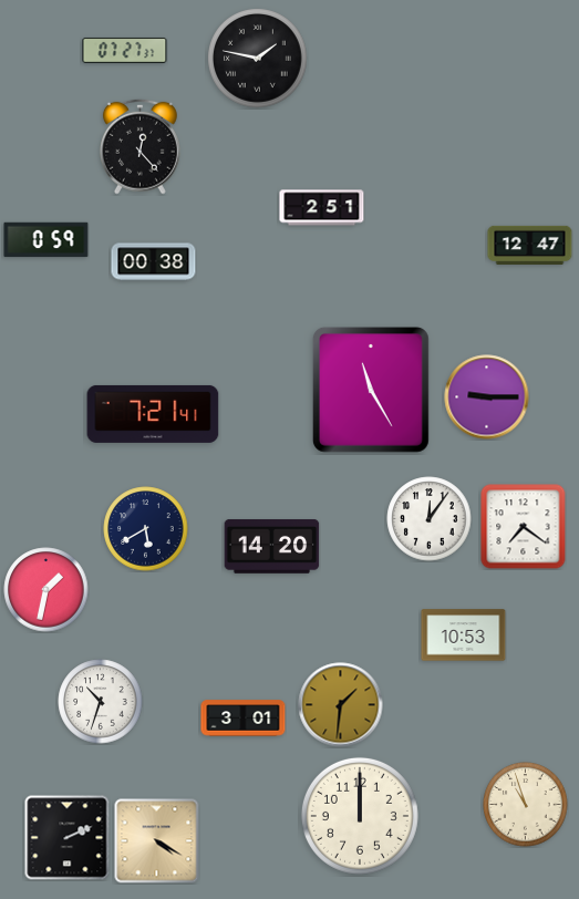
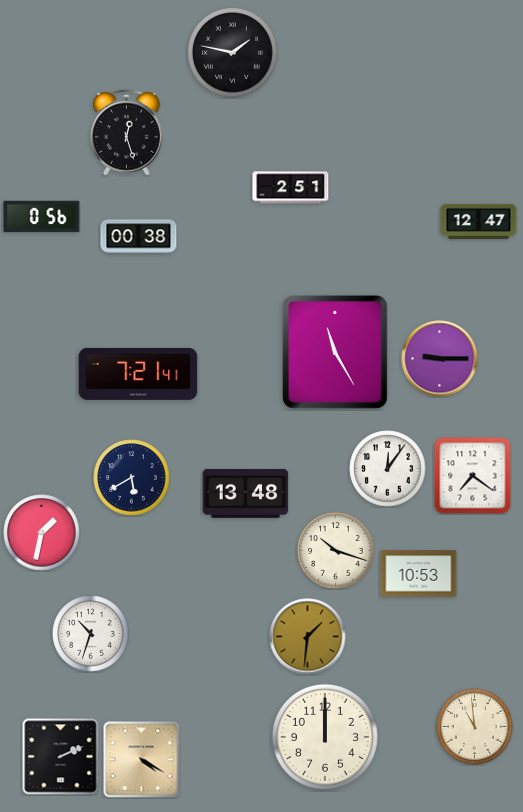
clock at (125, 50): 07:27 -> none
clock at (139, 146): 12:23 -> 12:27
clock at (46, 240): 0:59 -> 0:56
clock at (272, 546): 14:20 -> 13:48
clock at (336, 551): none -> 10:18
clock at (244, 719): 3:01 -> none
clock at (526, 805): 10:57 -> 10:59
